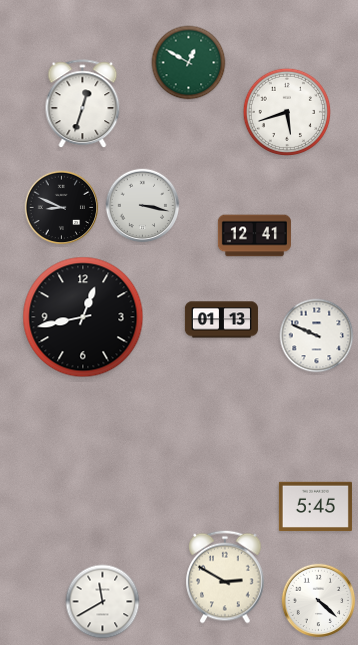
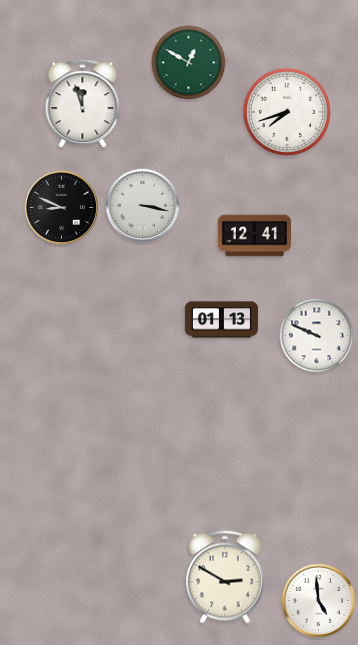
clock at (83, 104): 12:33 -> 11:57
clock at (286, 111): 5:42 -> 7:42
clock at (83, 317): 12:43 -> none
clock at (315, 507): 5:45 -> none
clock at (319, 601): 4:22 -> 4:59
clock at (103, 602): 11:40 -> none
